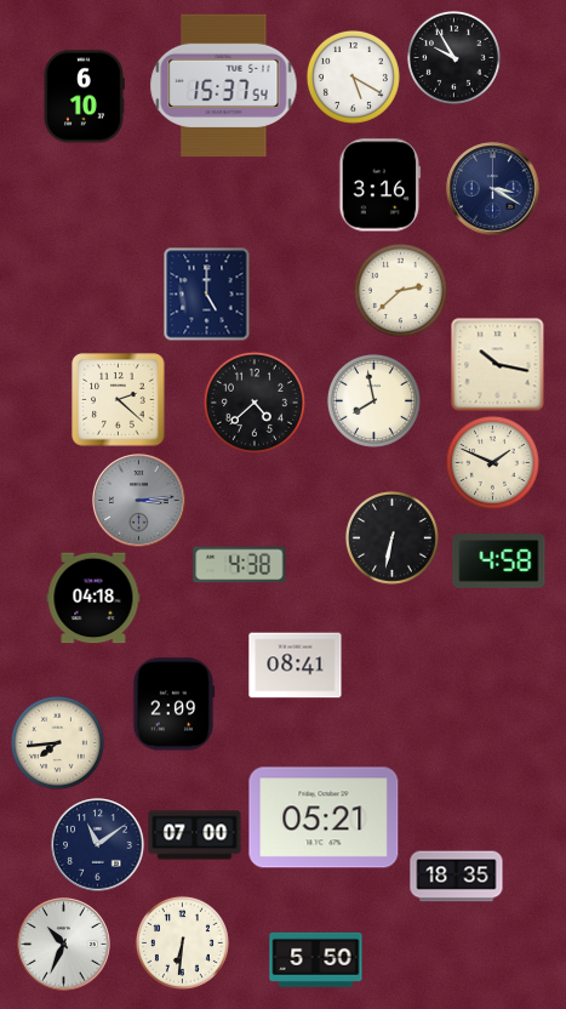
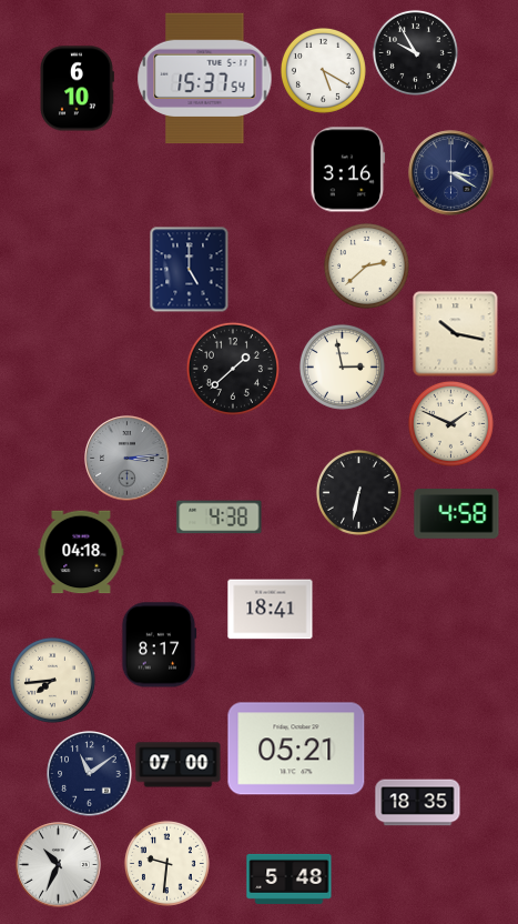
clock at (119, 400): 2:22 -> none
clock at (373, 400): 7:58 -> 2:58
clock at (255, 403): 4:38 -> 1:38
clock at (93, 598) position: (93, 598) -> (81, 552)
clock at (296, 666): 08:41 -> 18:41
clock at (173, 705): 2:09 -> 8:17
clock at (182, 942): 6:31 -> 9:31
clock at (316, 959): 5:50 -> 5:48
